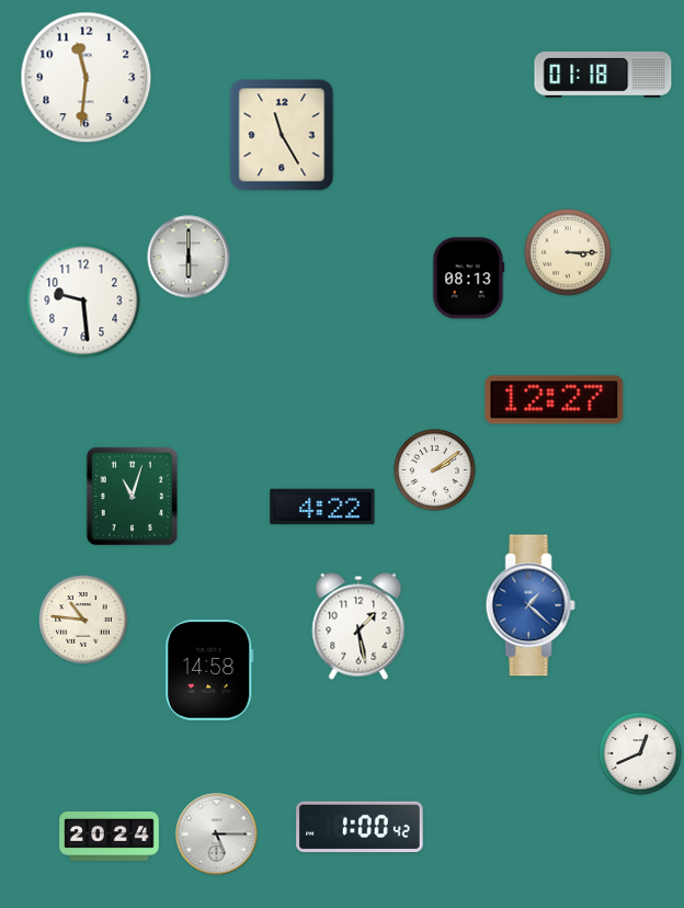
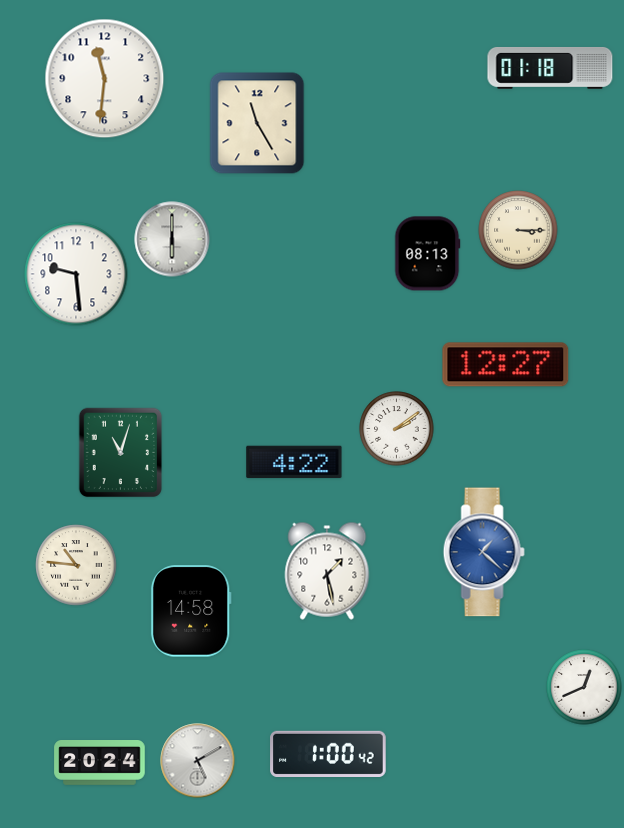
clock at (87, 78) position: (87, 78) -> (105, 79)
clock at (189, 257) position: (189, 257) -> (172, 239)
clock at (217, 835): 5:15 -> 5:10
